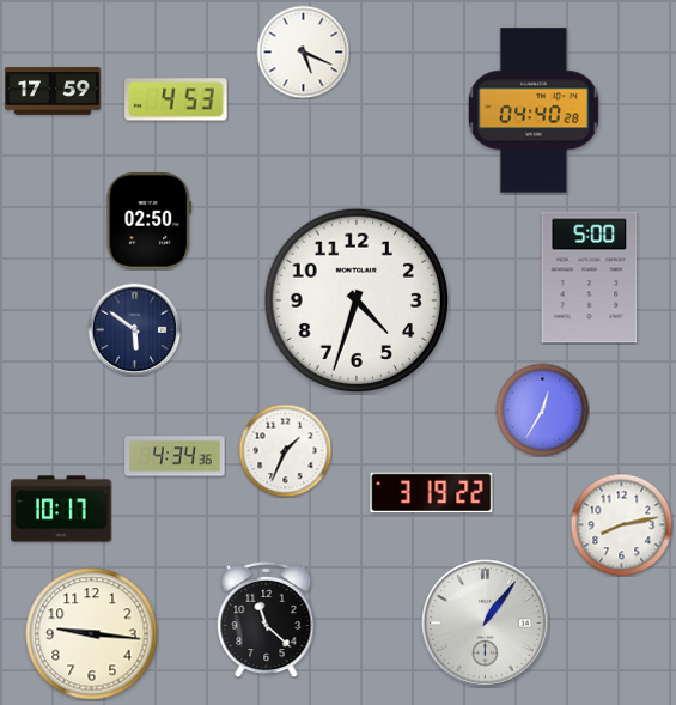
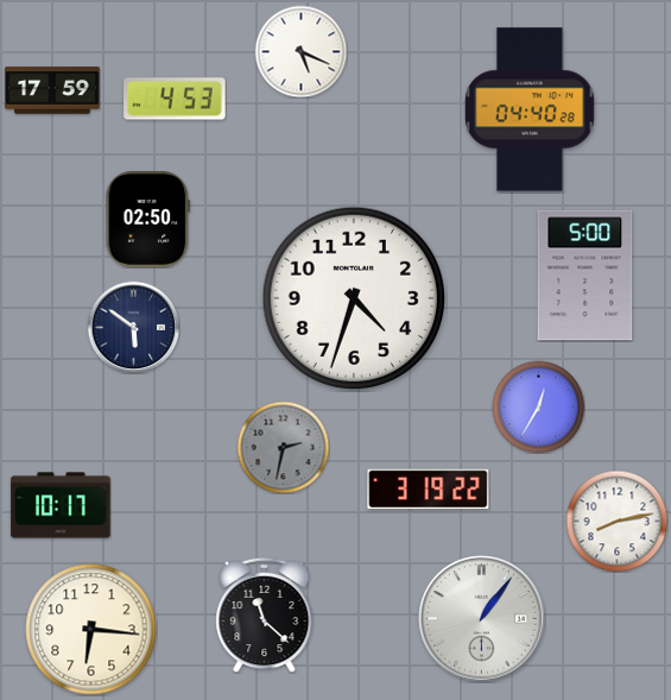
clock at (285, 450): 1:34 -> 2:32
clock at (285, 450) dial: white -> grey
clock at (175, 456): 4:34 -> none
clock at (92, 634): 9:16 -> 6:16
